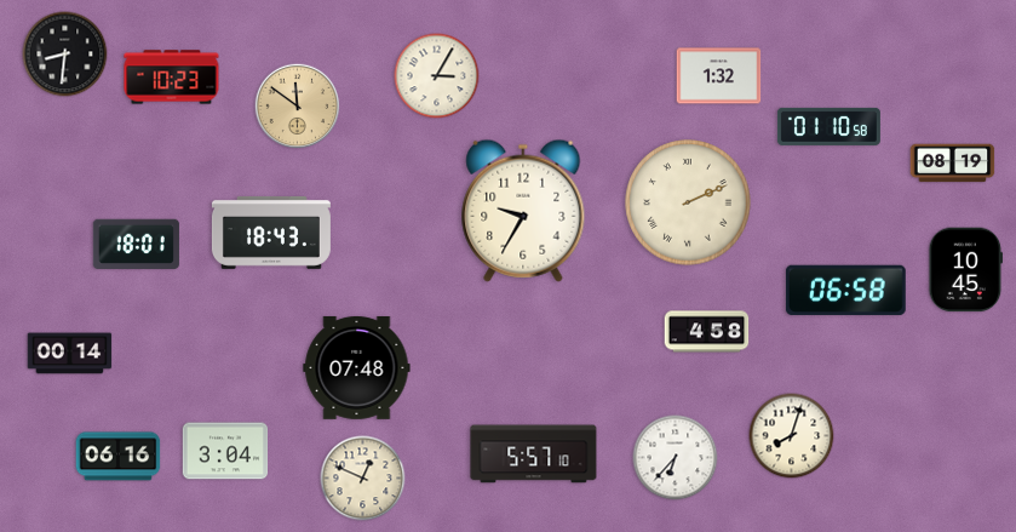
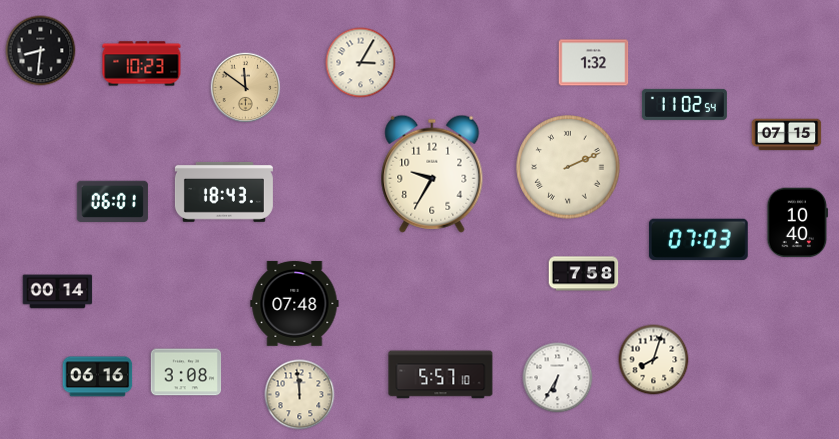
clock at (65, 55) position: (65, 55) -> (41, 51)
clock at (828, 126): 01:10 -> 11:02
clock at (953, 164): 08:19 -> 07:15
clock at (136, 245): 18:01 -> 06:01
clock at (966, 270): 10:45 -> 10:40
clock at (845, 290): 06:58 -> 07:03
clock at (707, 332): 4:58 -> 7:58
clock at (225, 451): 3:04 -> 3:08
clock at (676, 458): 6:37 -> 6:35
clock at (363, 479): 12:49 -> 11:59
